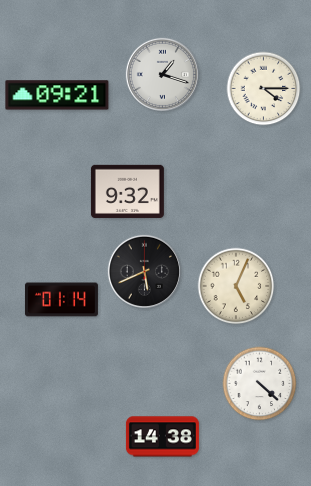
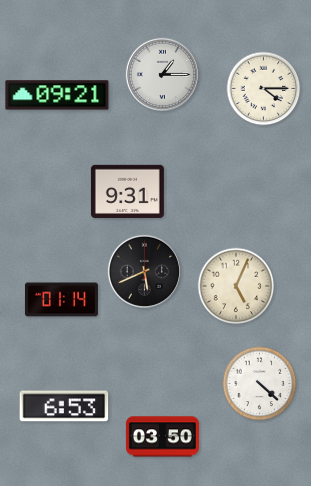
clock at (162, 74): 1:18 -> 1:15
clock at (127, 191): 9:32 -> 9:31
clock at (64, 406): none -> 6:53
clock at (162, 437): 14:38 -> 03:50
